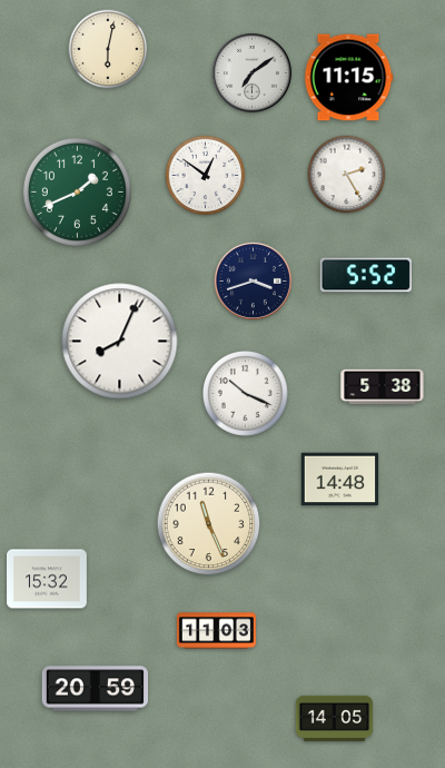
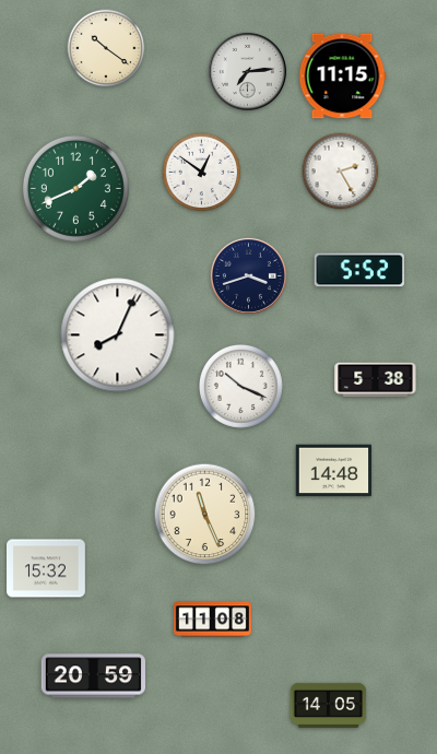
clock at (108, 49): 6:02 -> 10:21
clock at (251, 72): 7:09 -> 7:14
clock at (216, 631): 11:03 -> 11:08
